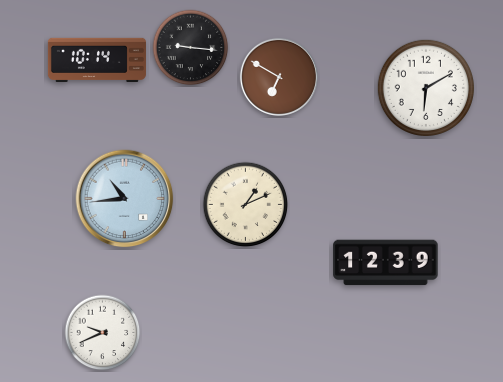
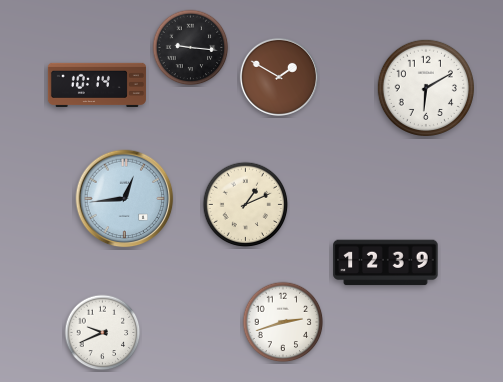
clock at (97, 59) position: (97, 59) -> (97, 84)
clock at (279, 77): 6:50 -> 1:50
clock at (125, 199): 10:44 -> 12:44
clock at (283, 322): none -> 2:42
